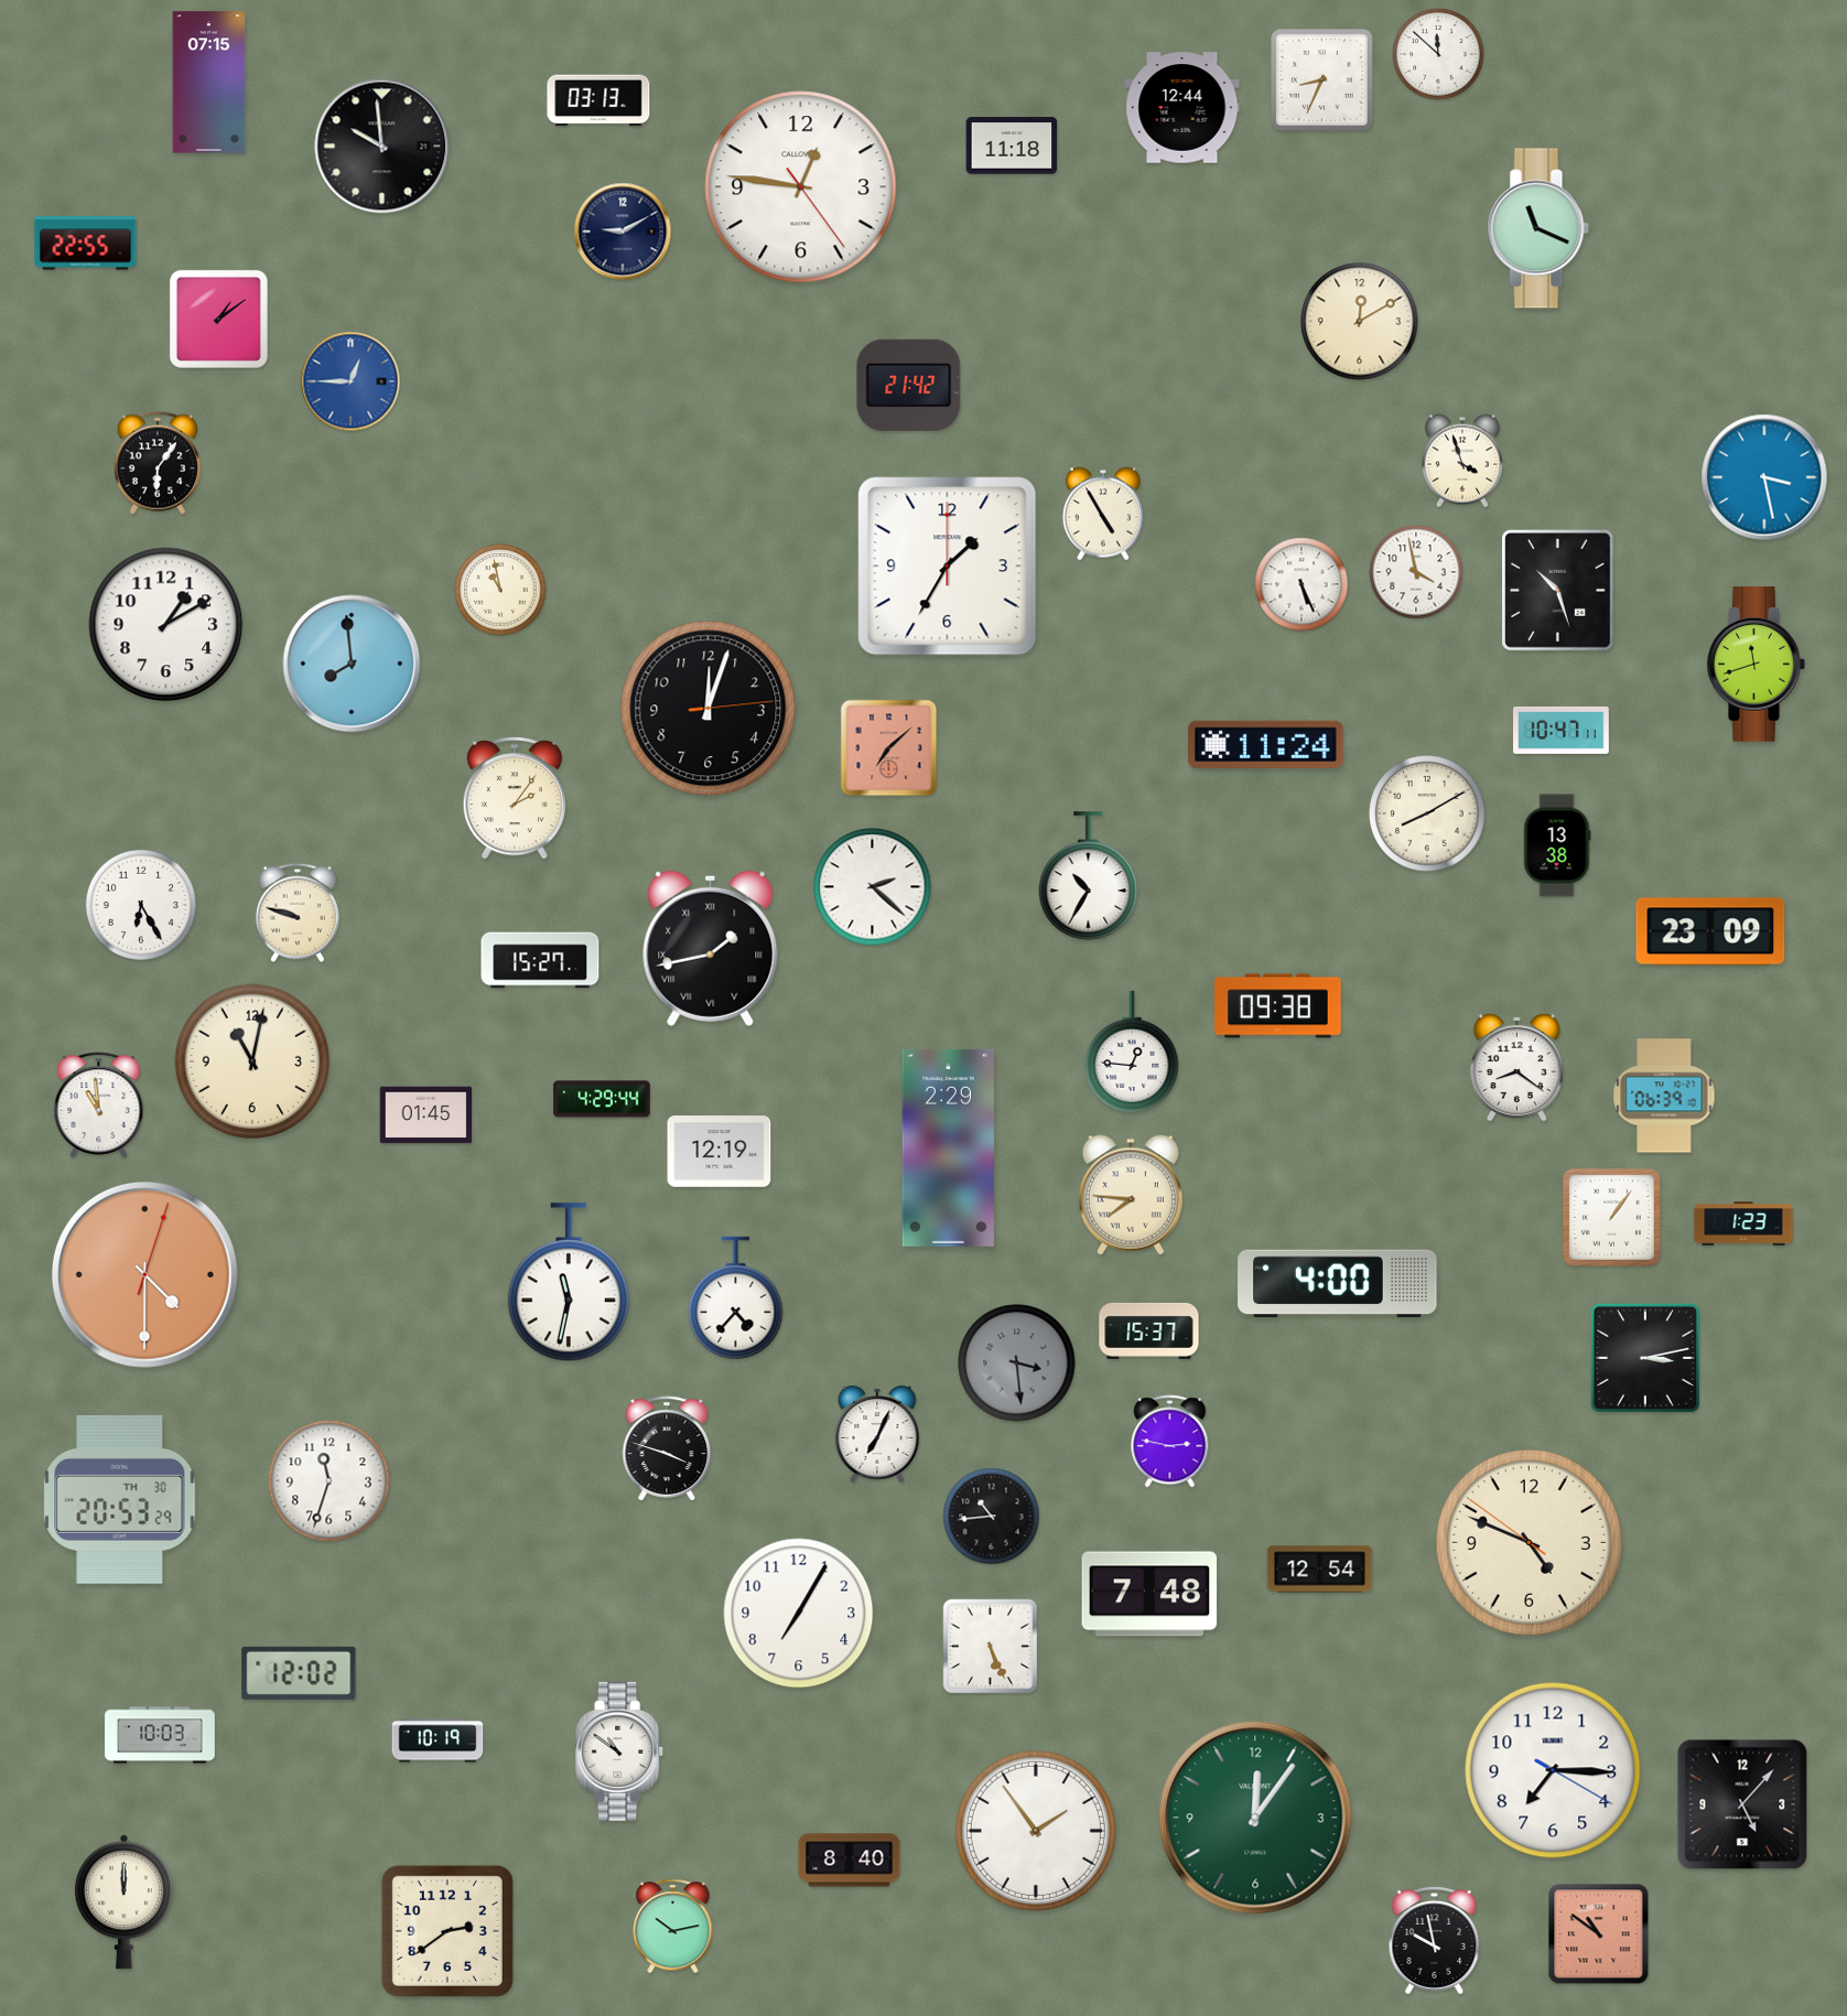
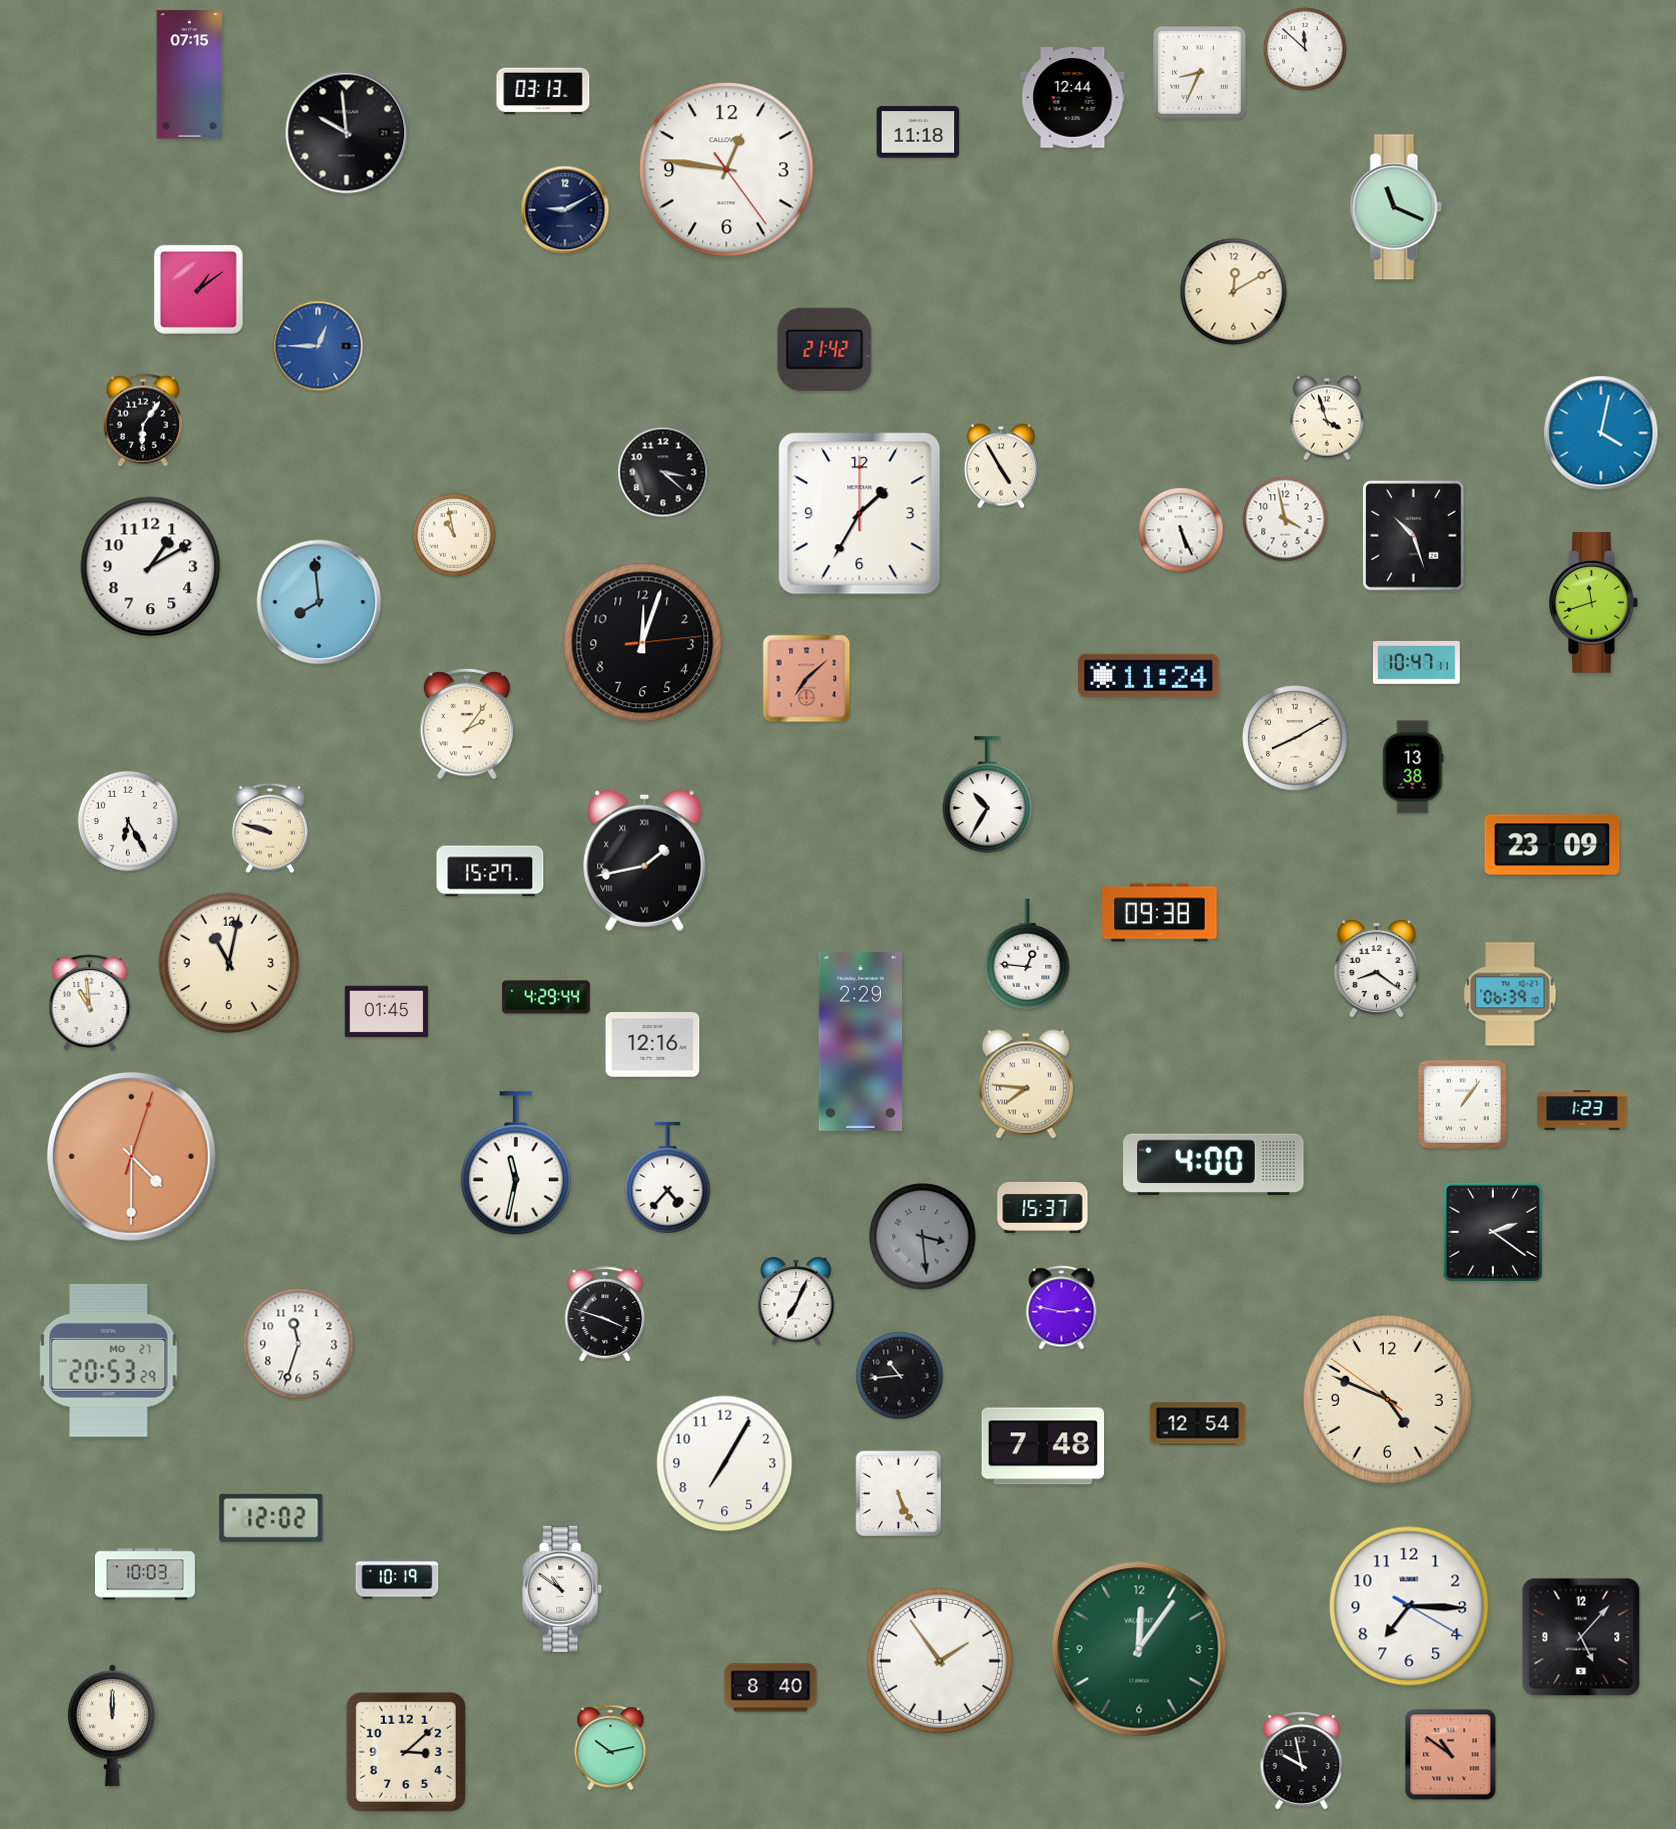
clock at (86, 244): 22:55 -> none
clock at (1764, 477): 3:28 -> 4:02
clock at (663, 472): none -> 3:22
clock at (873, 887): 2:22 -> none
clock at (720, 1152): 12:19 -> 12:16
clock at (1645, 1358): 3:13 -> 2:21
clock at (120, 1499) date: TH 30 -> MO 27
clock at (447, 1931): 2:39 -> 3:08
